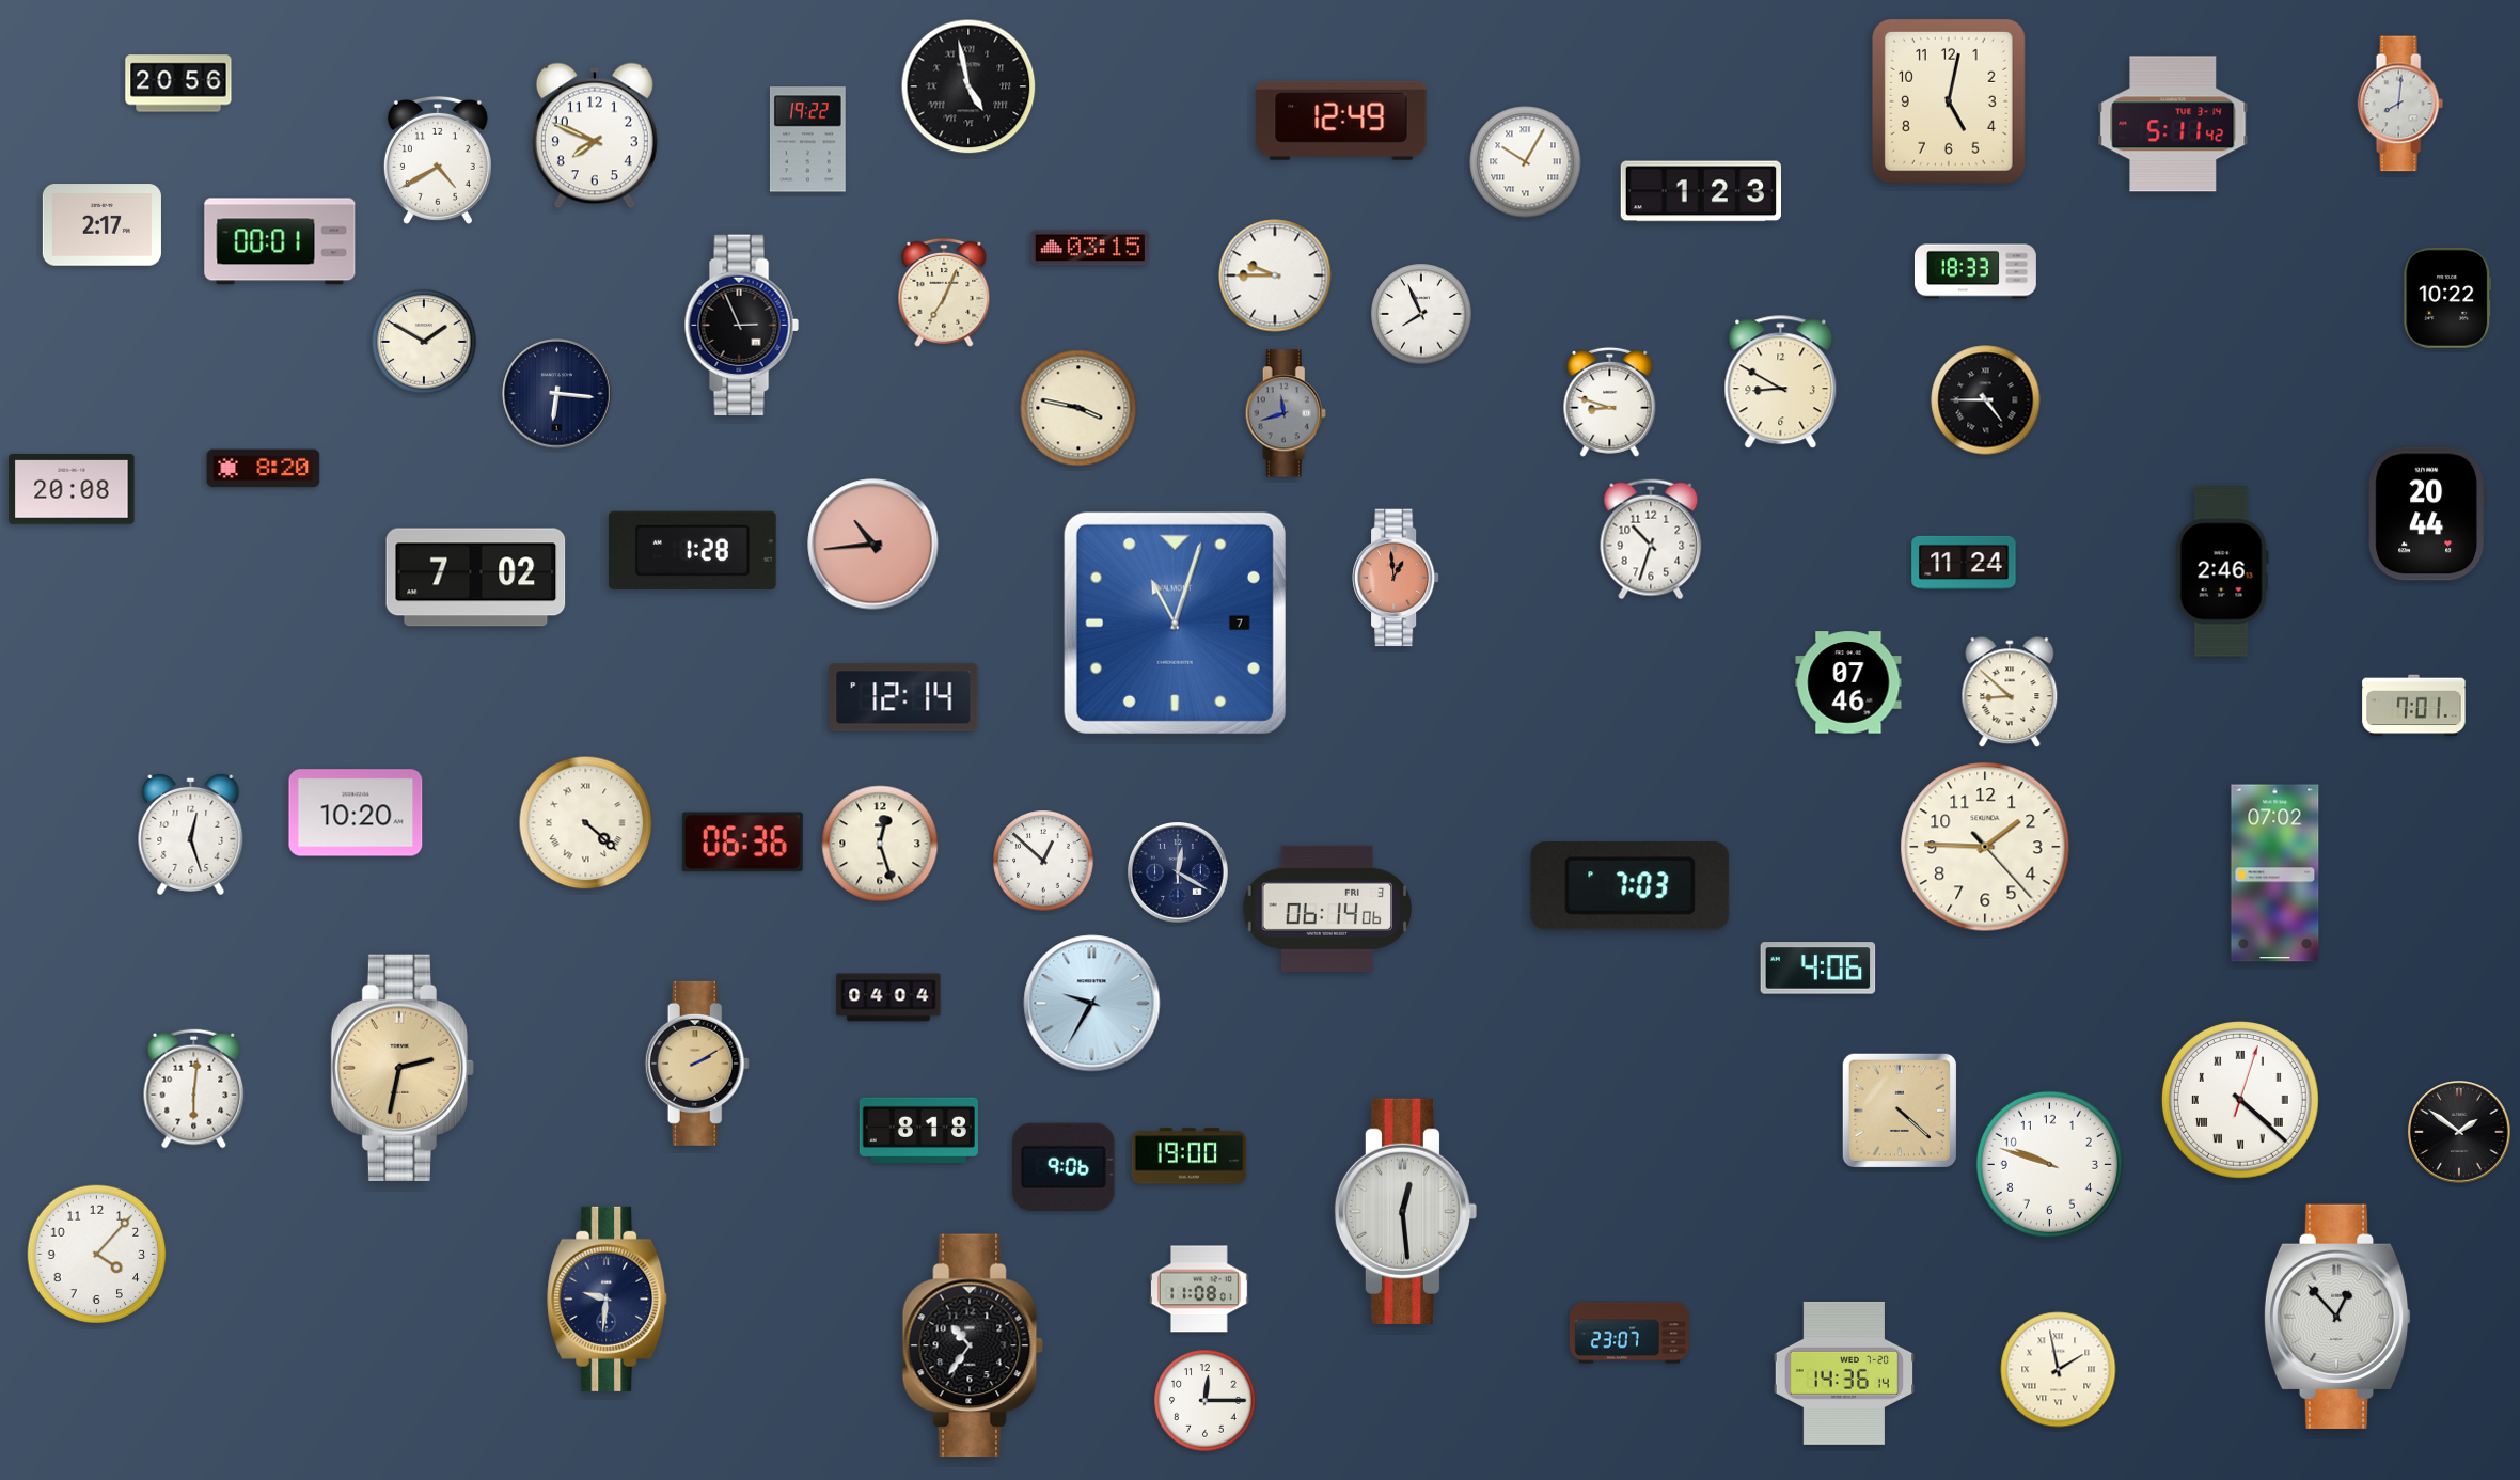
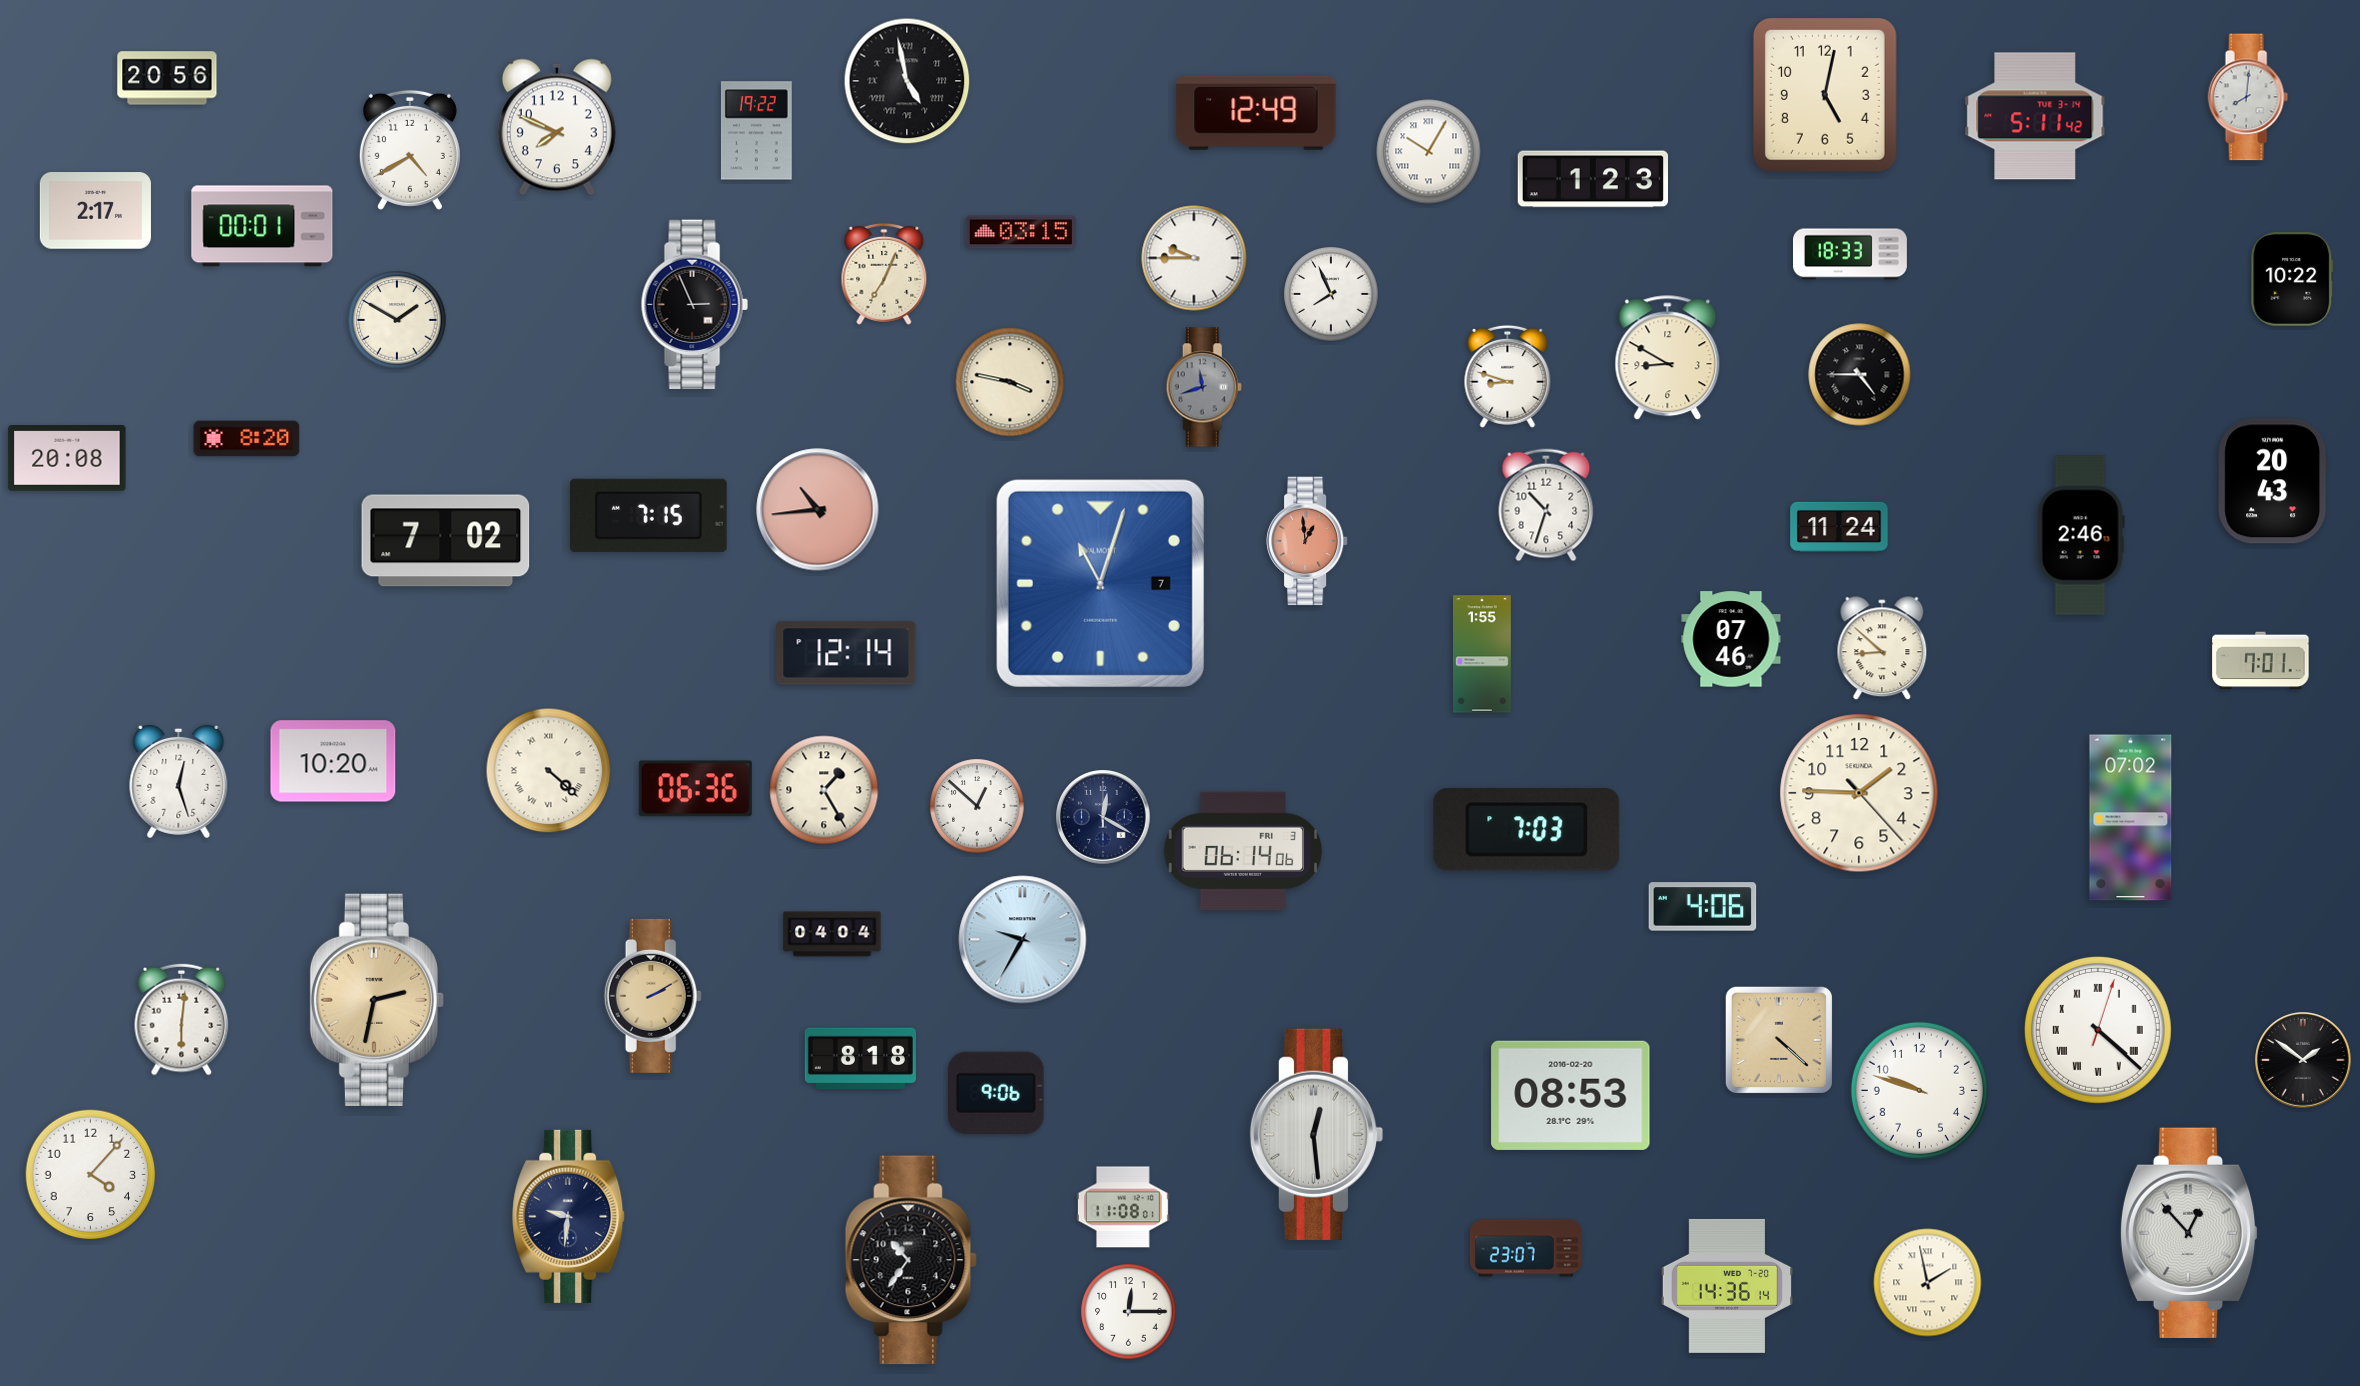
clock at (557, 394): 6:16 -> none
clock at (2427, 514): 20:44 -> 20:43
clock at (693, 550): 1:28 -> 7:15
clock at (1482, 654): none -> 1:55
clock at (880, 844): 12:27 -> 1:25
clock at (1190, 1156): 19:00 -> none
clock at (1571, 1095): none -> 08:53
